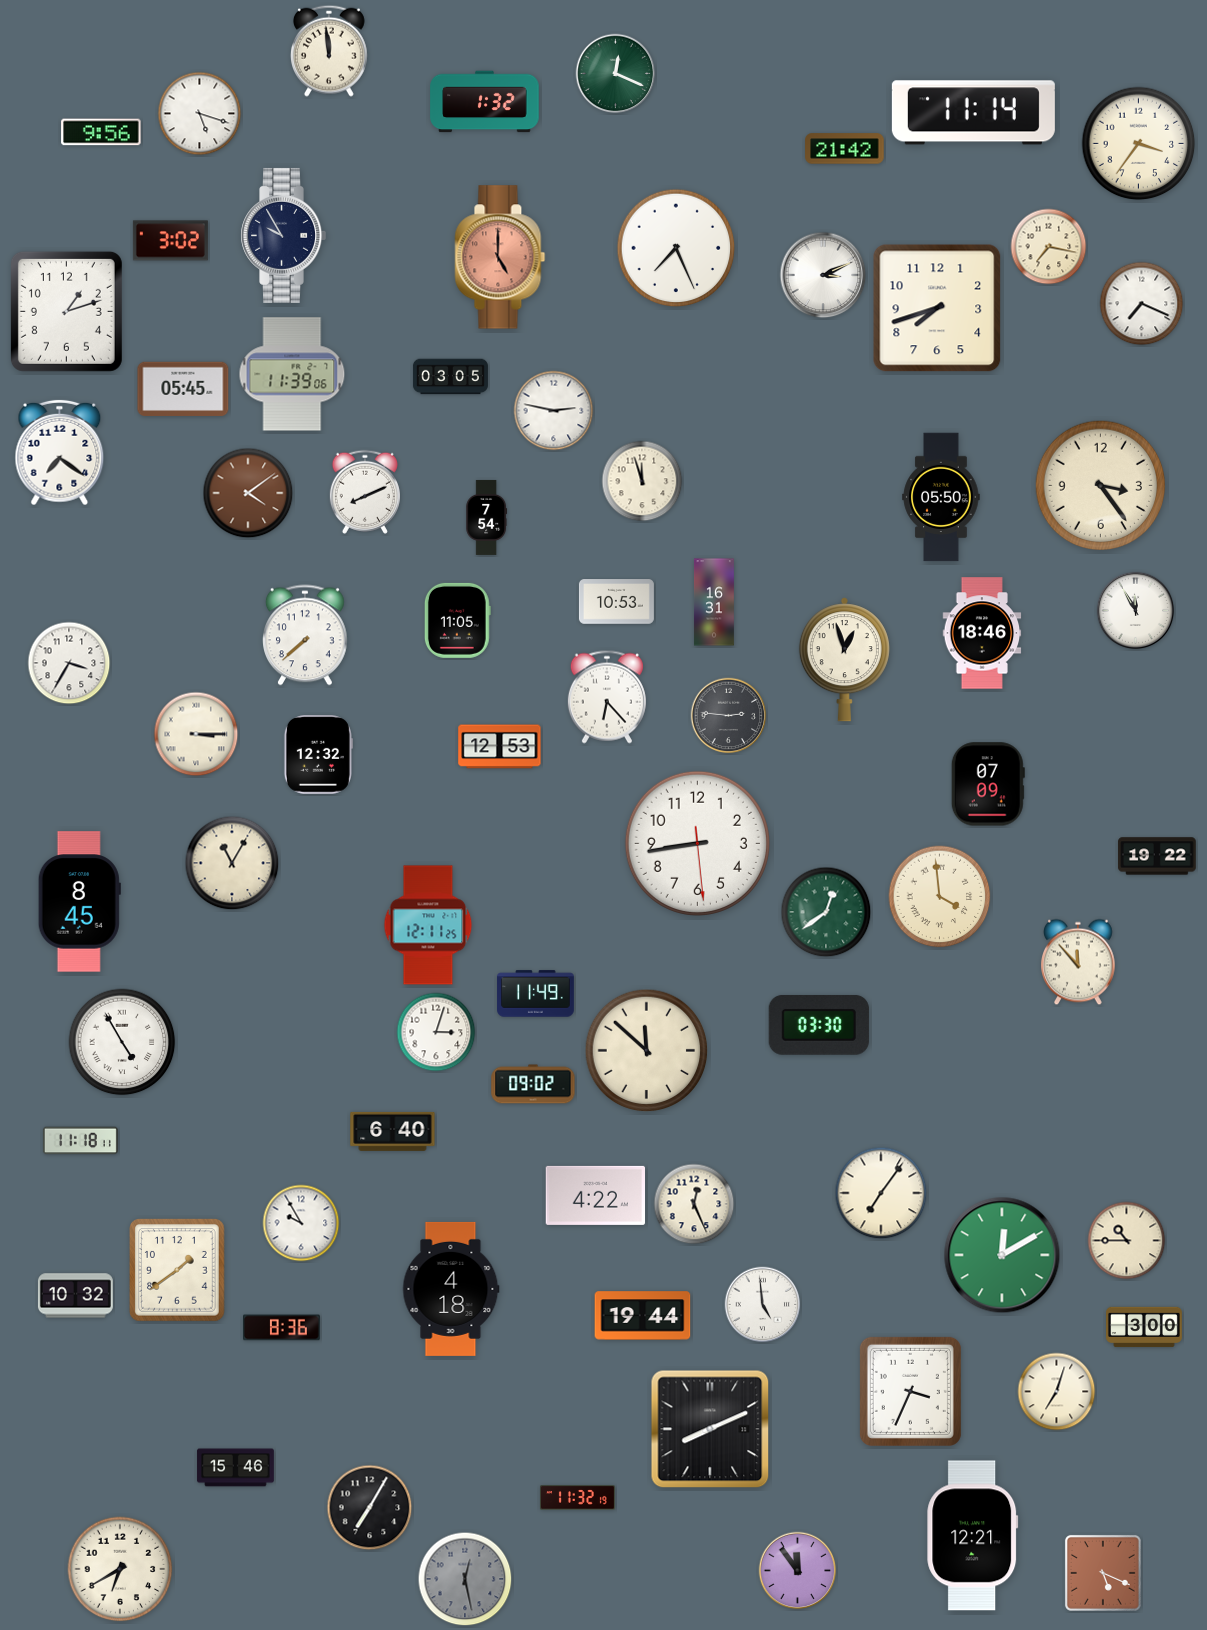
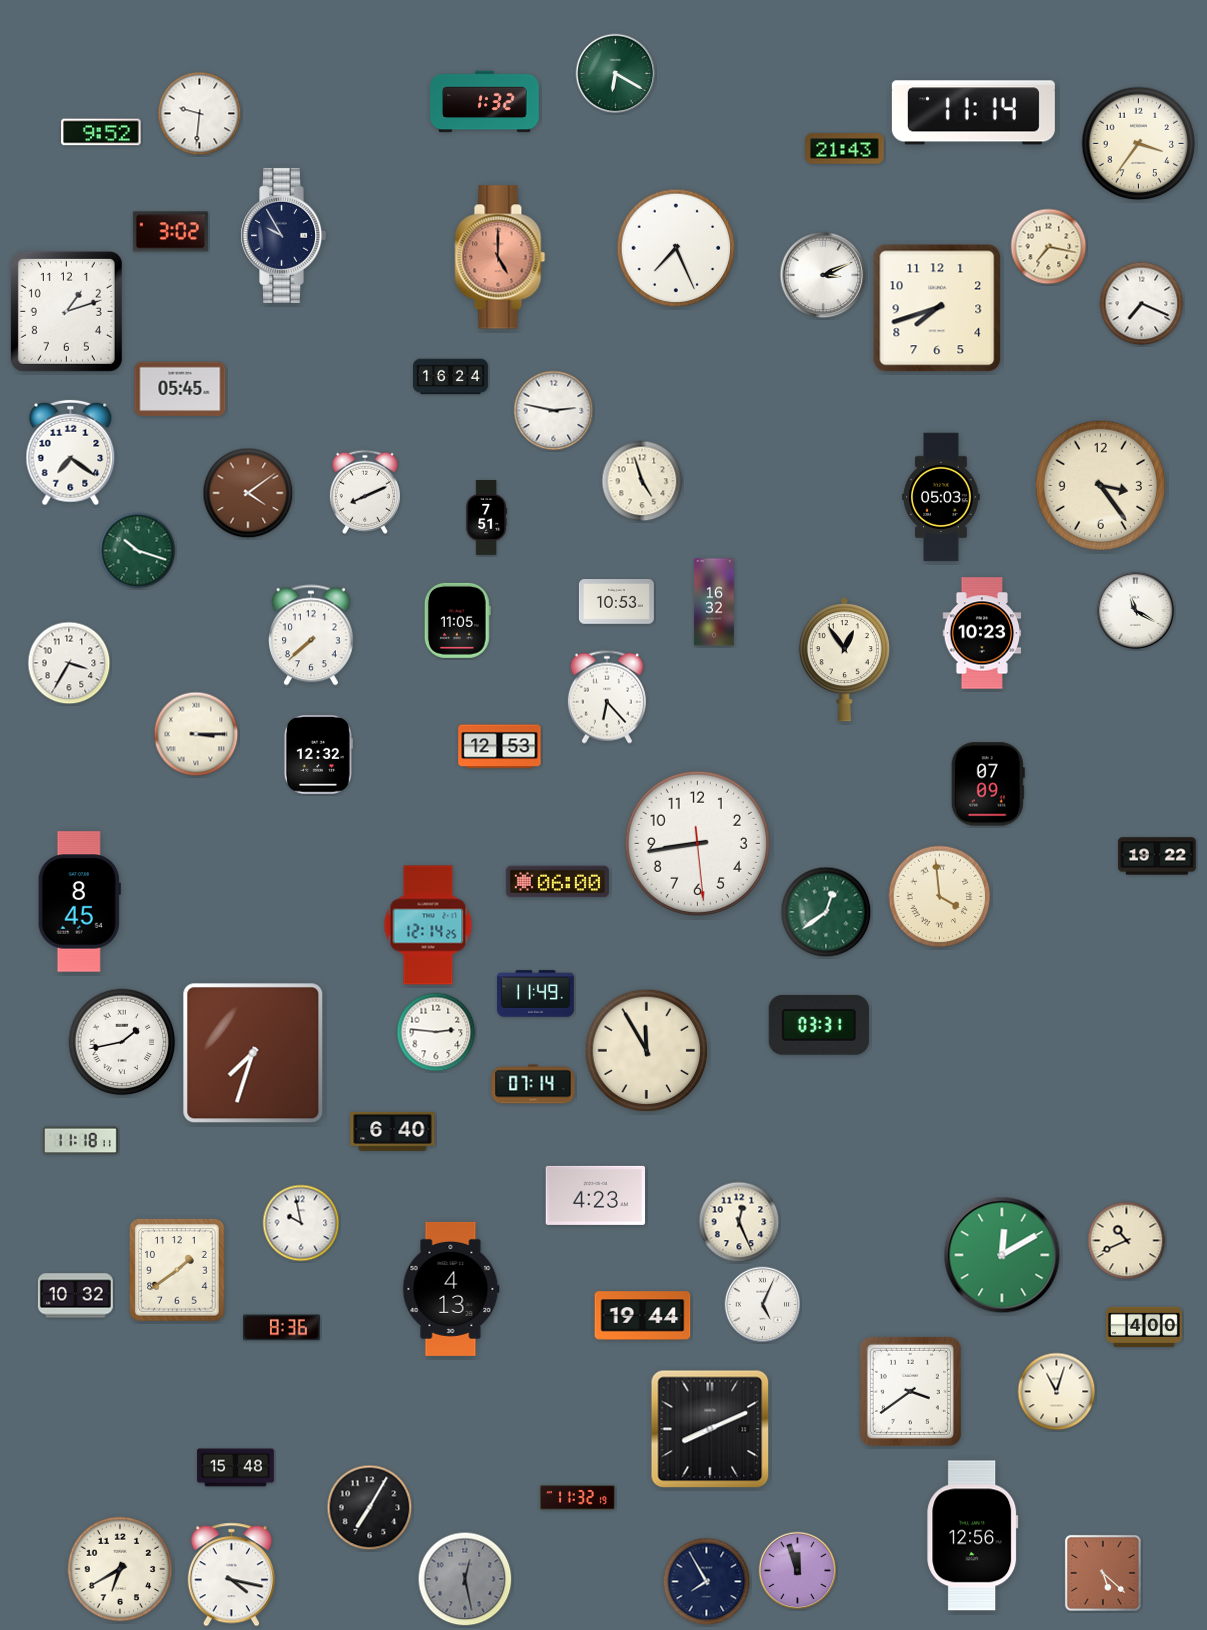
clock at (329, 51): 11:59 -> none
clock at (616, 74): 12:19 -> 6:20
clock at (200, 114): 5:18 -> 9:31
clock at (101, 132): 9:56 -> 9:52
clock at (845, 149): 21:42 -> 21:43
clock at (170, 241) position: (170, 241) -> (170, 232)
clock at (292, 374): 11:39 -> none
clock at (450, 377): 03:05 -> 16:24
clock at (183, 388) position: (183, 388) -> (180, 388)
clock at (60, 453) position: (60, 453) -> (71, 453)
clock at (642, 481): 11:57 -> 4:57
clock at (941, 497): 05:50 -> 05:03
clock at (487, 517): 7:54 -> 7:51
clock at (138, 551): none -> 10:18
clock at (714, 602): 16:31 -> 16:32
clock at (1136, 611): 11:55 -> 11:20
clock at (982, 633): 18:46 -> 10:23
clock at (306, 635) position: (306, 635) -> (312, 635)
clock at (844, 660): 12:57 -> 12:54
clock at (729, 716): 2:46 -> none
clock at (232, 863): 11:05 -> none
clock at (557, 882): none -> 06:00
clock at (428, 925): 12:11 -> 12:14
clock at (1078, 962): 11:53 -> none
clock at (819, 1025): 03:30 -> 03:31
clock at (436, 1032): 3:03 -> 2:46
clock at (122, 1042): 4:55 -> 1:43
clock at (647, 1051): 11:52 -> 11:55
clock at (253, 1053): none -> 7:33
clock at (533, 1084): 09:02 -> 07:14
clock at (881, 1193): 7:06 -> none
clock at (596, 1195): 4:22 -> 4:23
clock at (694, 1204) position: (694, 1204) -> (739, 1222)
clock at (301, 1223): 9:55 -> 9:58
clock at (1127, 1241): 10:45 -> 10:41
clock at (451, 1289): 4:18 -> 4:13
clock at (763, 1305): 4:59 -> 5:04
clock at (1145, 1327): 3:00 -> 4:00
clock at (910, 1391): 3:34 -> 3:39
clock at (1057, 1392): 7:03 -> 11:03
clock at (236, 1468): 15:46 -> 15:48
clock at (973, 1536): 12:21 -> 12:56
clock at (798, 1571): 11:54 -> 11:57
clock at (1103, 1573): 5:19 -> 5:22
clock at (231, 1575): none -> 4:17
clock at (707, 1582): none -> 7:55
